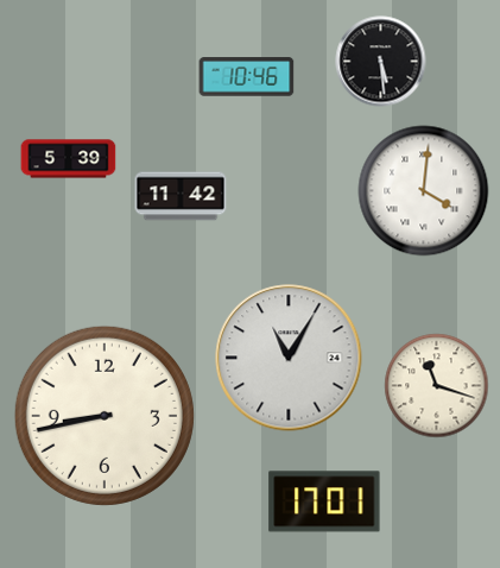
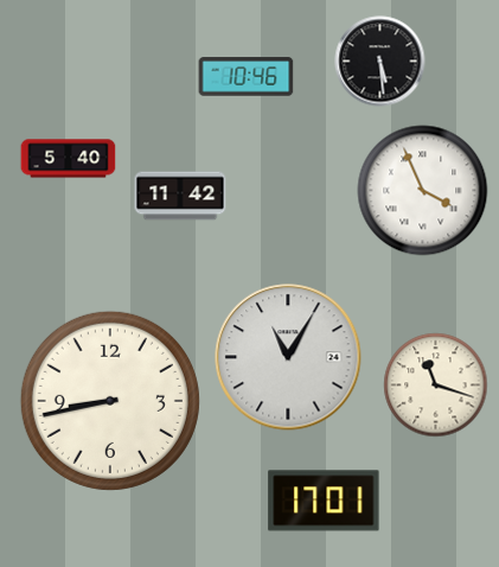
clock at (69, 159): 5:39 -> 5:40
clock at (424, 191): 4:01 -> 3:56
clock at (105, 416) position: (105, 416) -> (110, 401)
